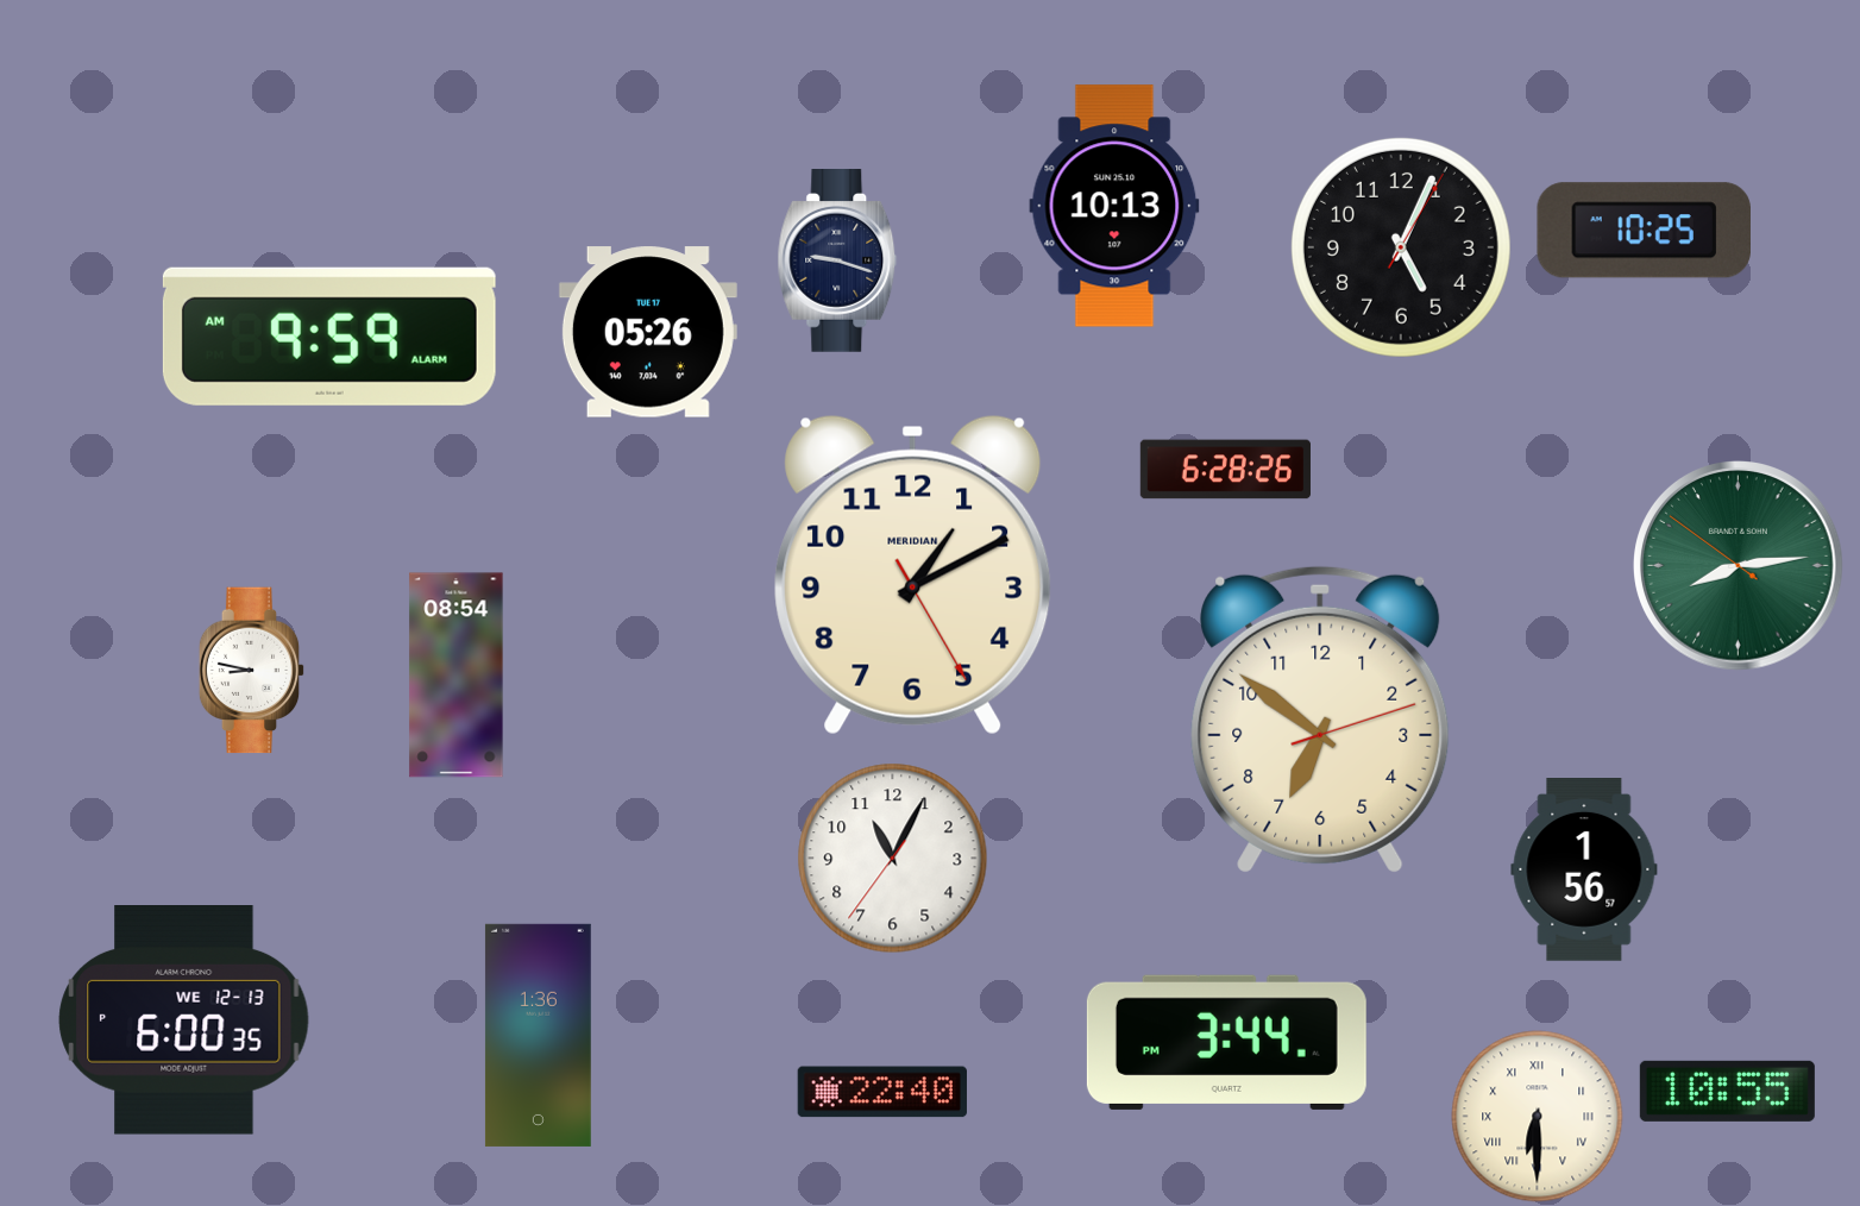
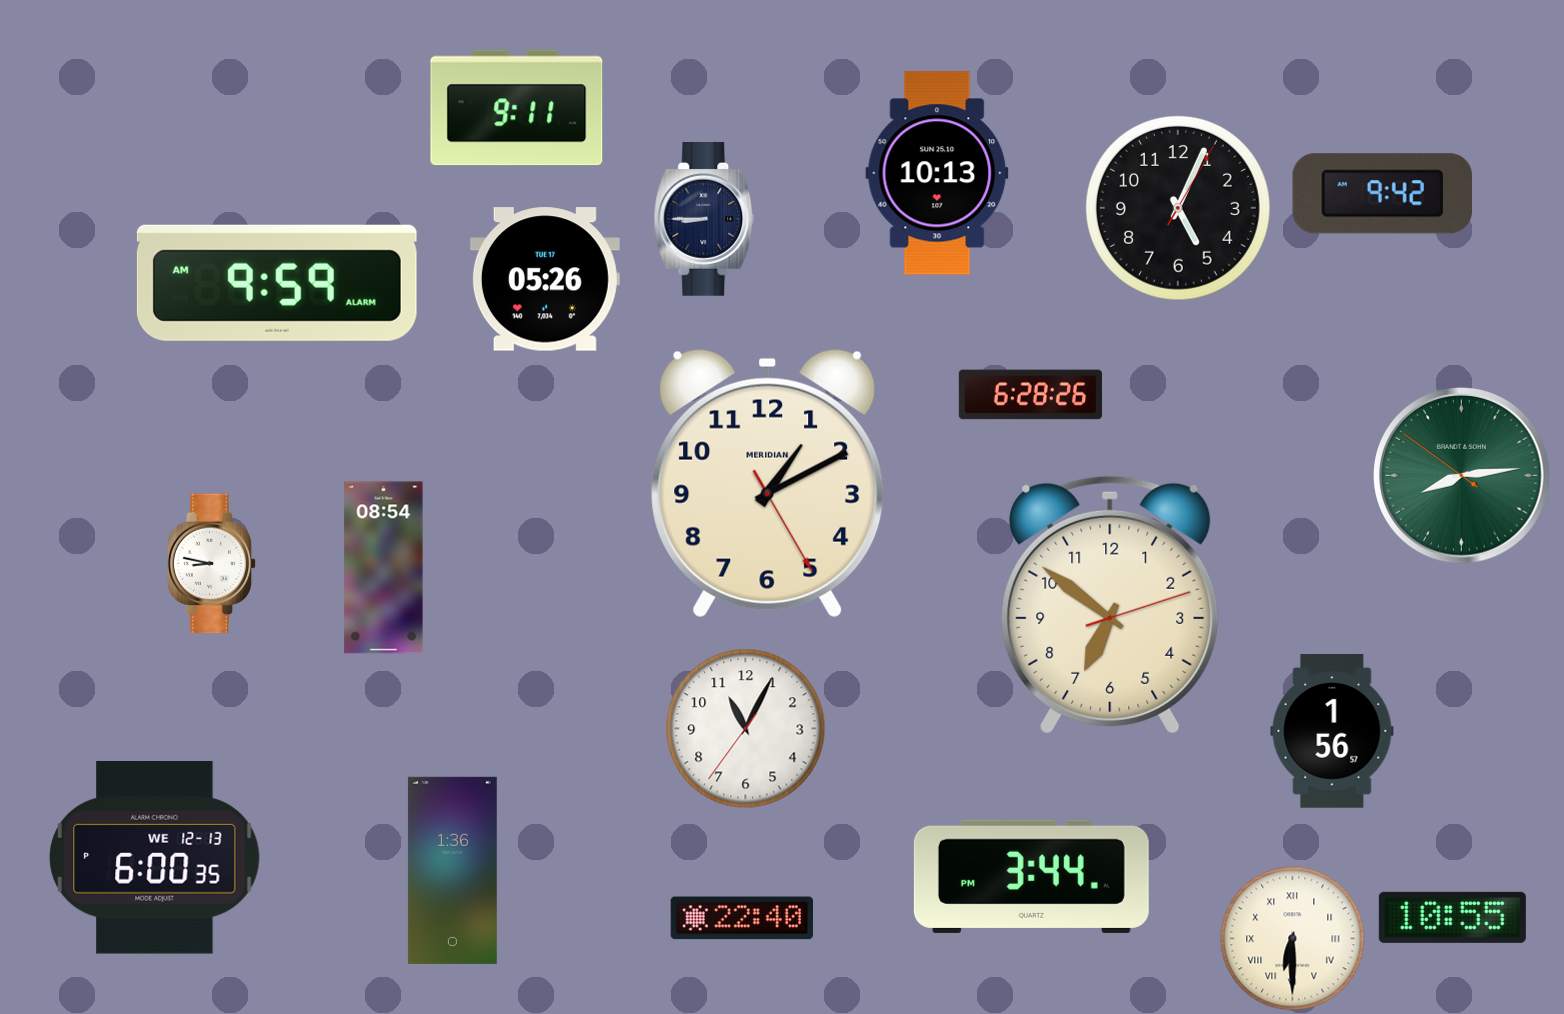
clock at (517, 108): none -> 9:11
clock at (1644, 231): 10:25 -> 9:42
clock at (837, 262): 9:18 -> 8:45
clock at (893, 859) position: (893, 859) -> (746, 729)
